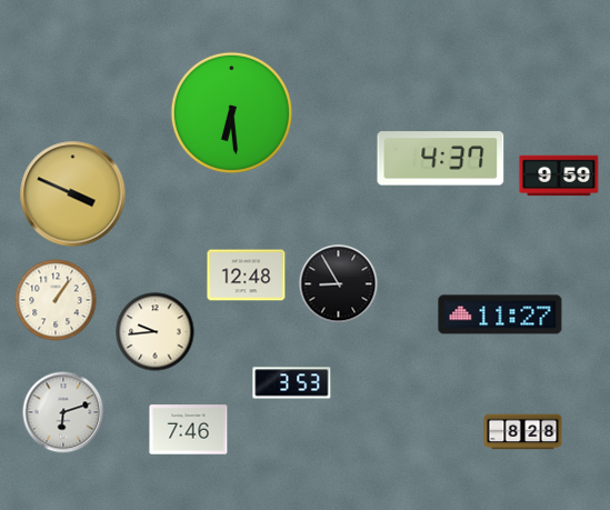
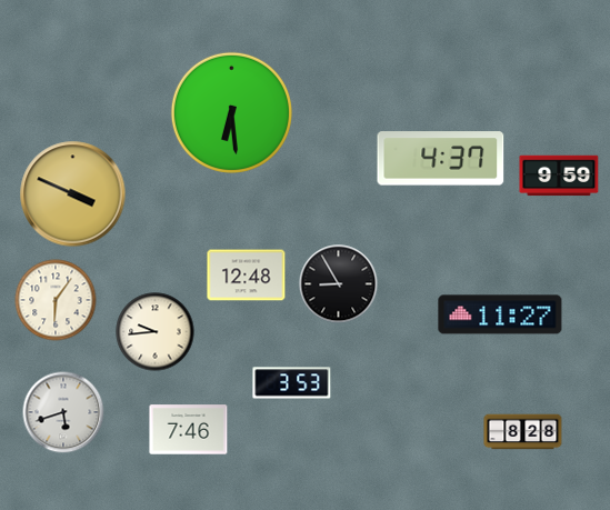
clock at (56, 300): 1:06 -> 6:06
clock at (63, 412): 6:12 -> 5:42
